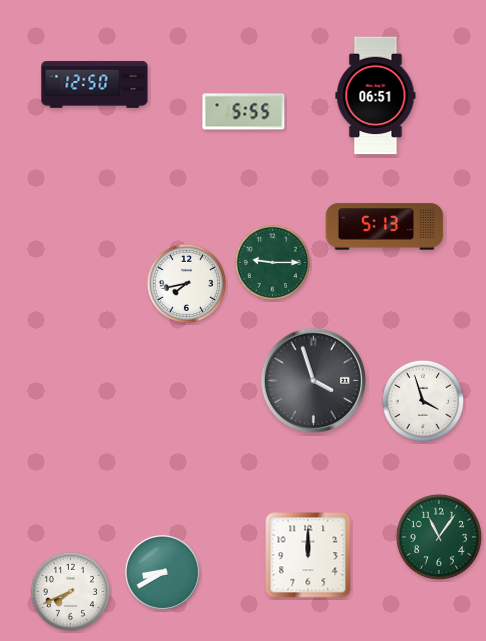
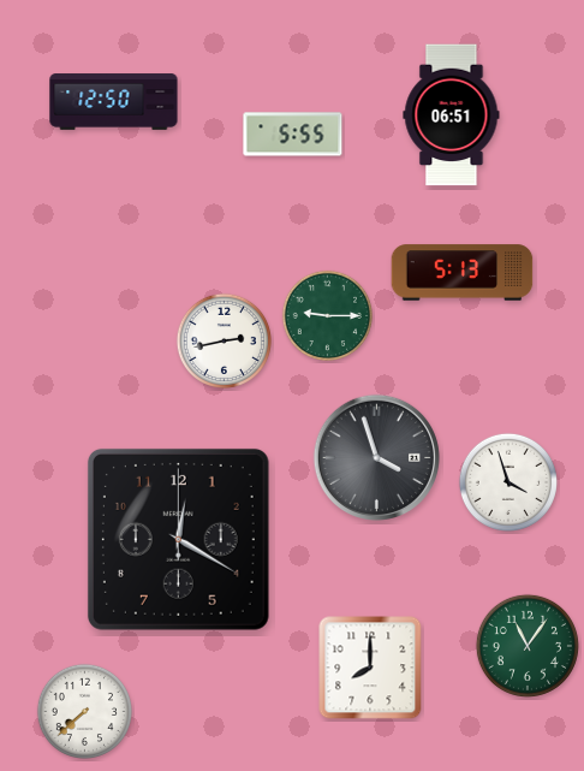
clock at (186, 283): 7:43 -> 2:43
clock at (178, 539): none -> 12:20
clock at (308, 555): 12:00 -> 8:00
clock at (163, 573): 8:40 -> none
clock at (70, 591): 7:41 -> 7:38
